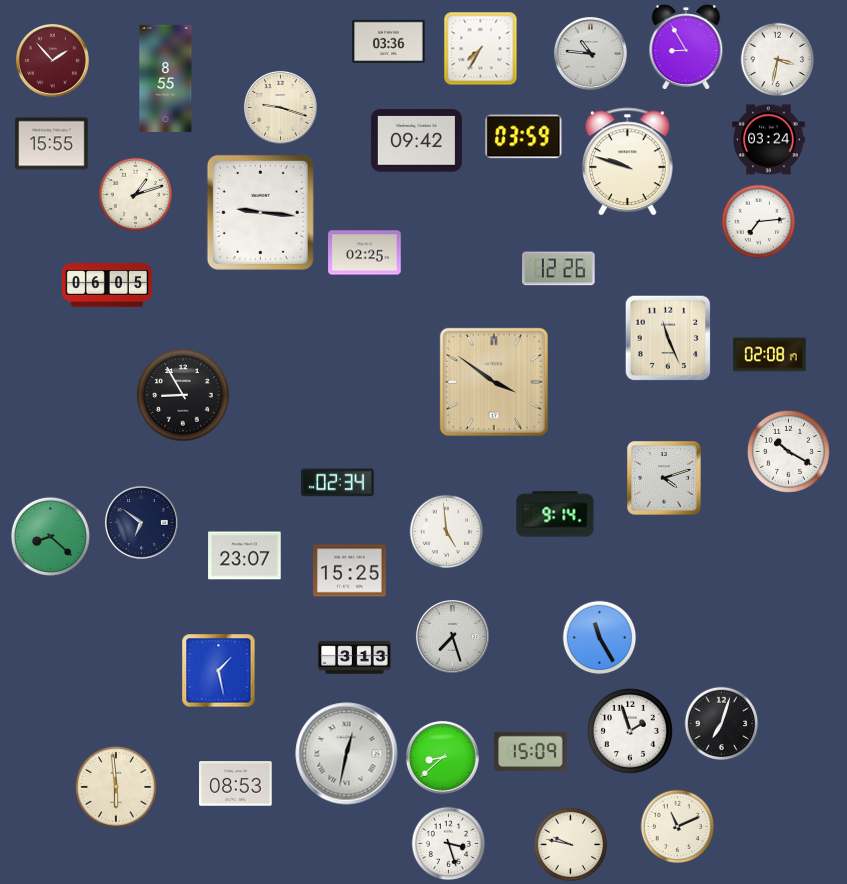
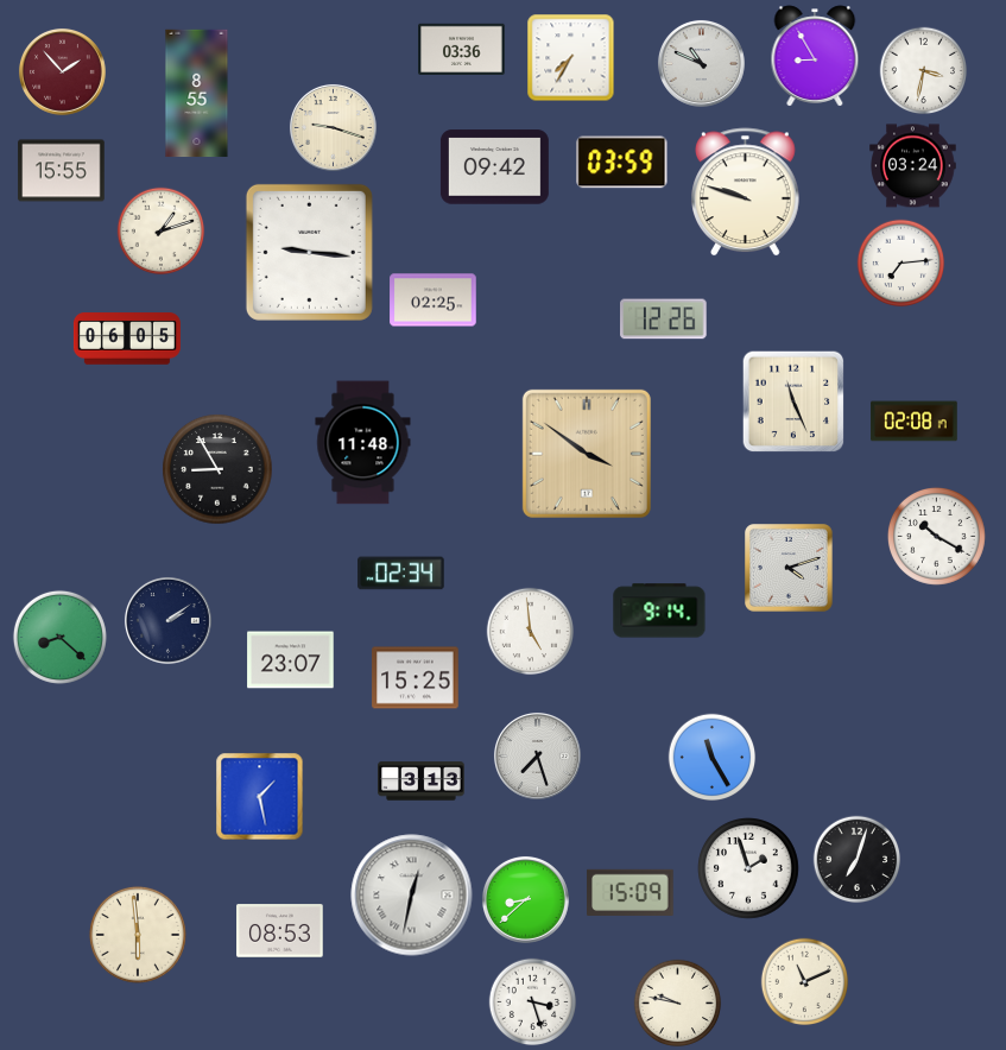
clock at (590, 53): 10:46 -> 10:49
clock at (363, 443): none -> 11:48
clock at (141, 522): 6:51 -> 2:09
